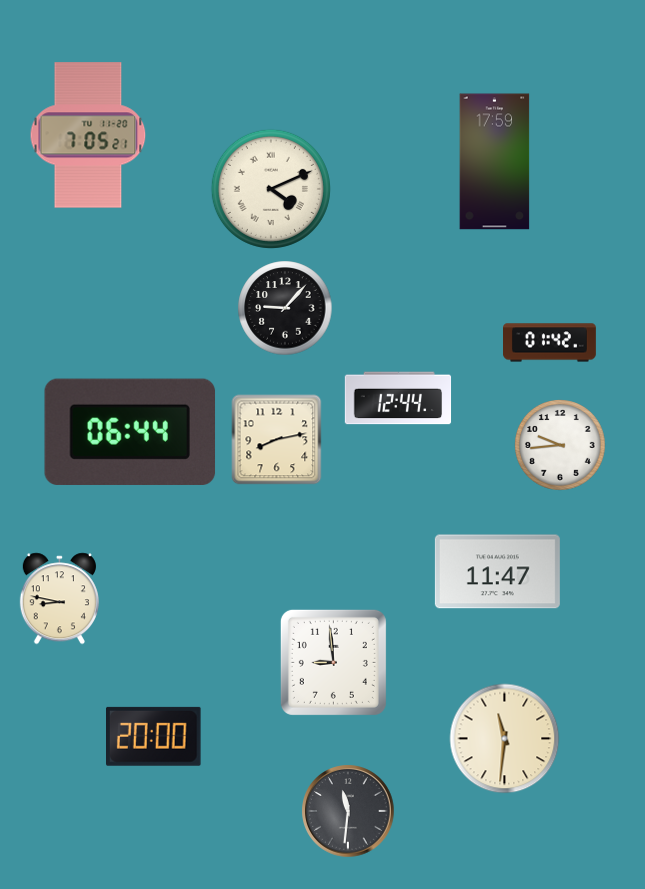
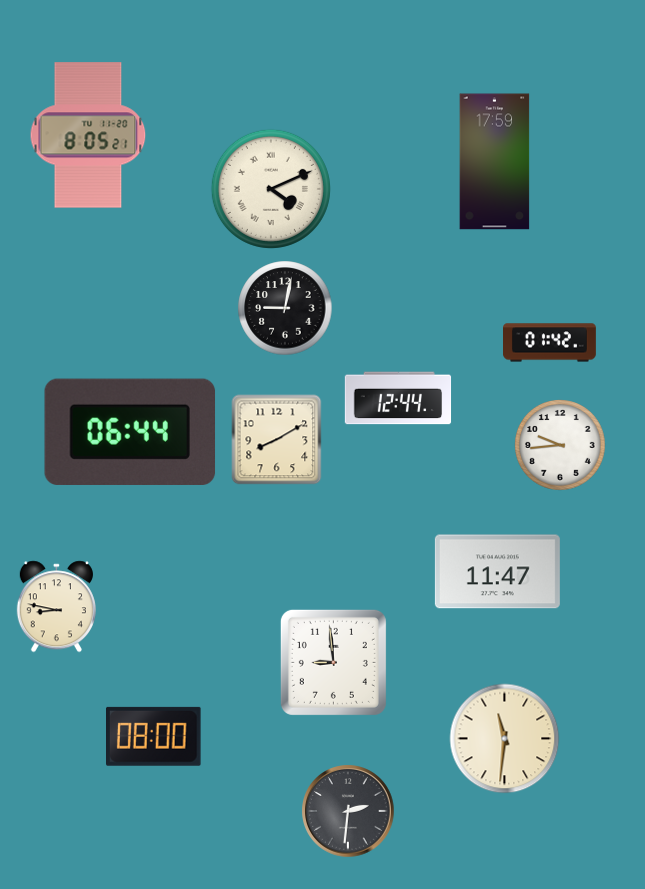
clock at (88, 135): 7:05 -> 8:05
clock at (285, 308): 9:07 -> 9:02
clock at (277, 440): 8:13 -> 8:10
clock at (59, 599) position: (59, 599) -> (56, 607)
clock at (154, 736): 20:00 -> 08:00
clock at (348, 811): 11:31 -> 2:31
